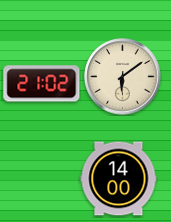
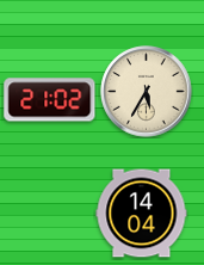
clock at (123, 77): 6:09 -> 5:35
clock at (119, 179): 14:00 -> 14:04
